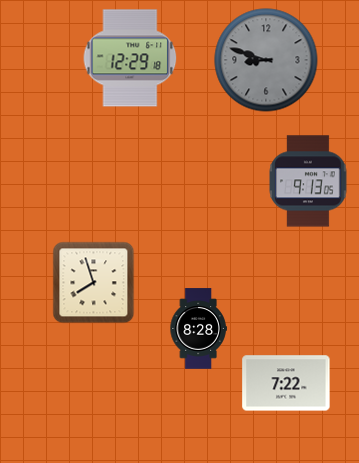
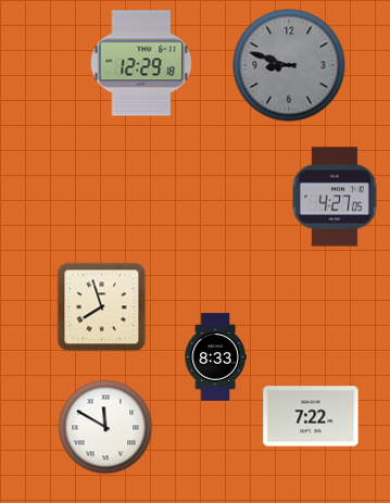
clock at (308, 181): 9:13 -> 4:27
clock at (198, 329): 8:28 -> 8:33
clock at (105, 427): none -> 11:50
